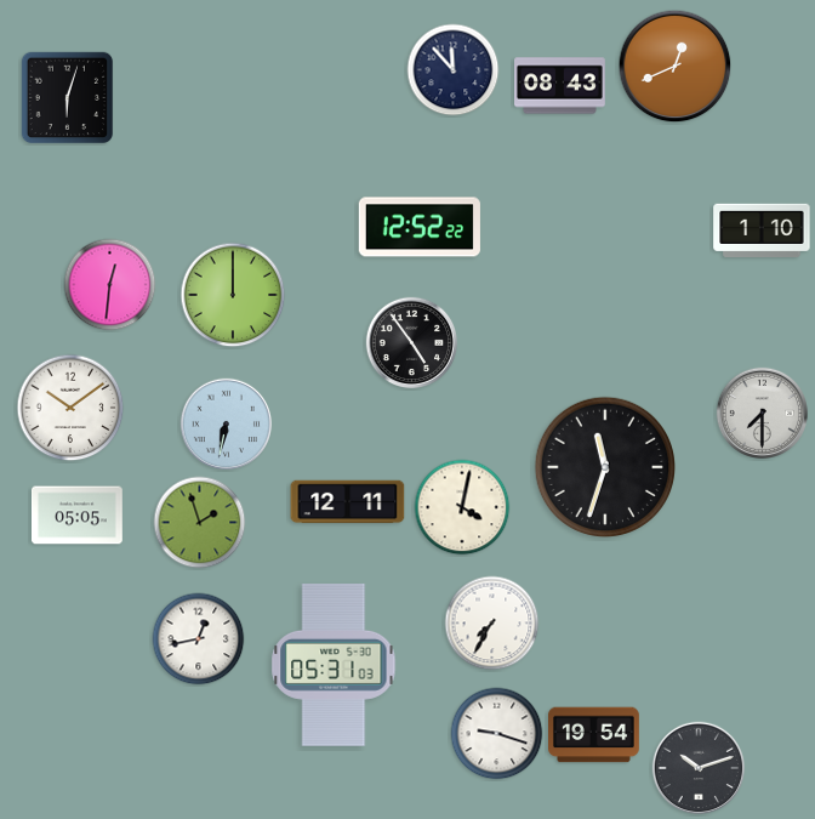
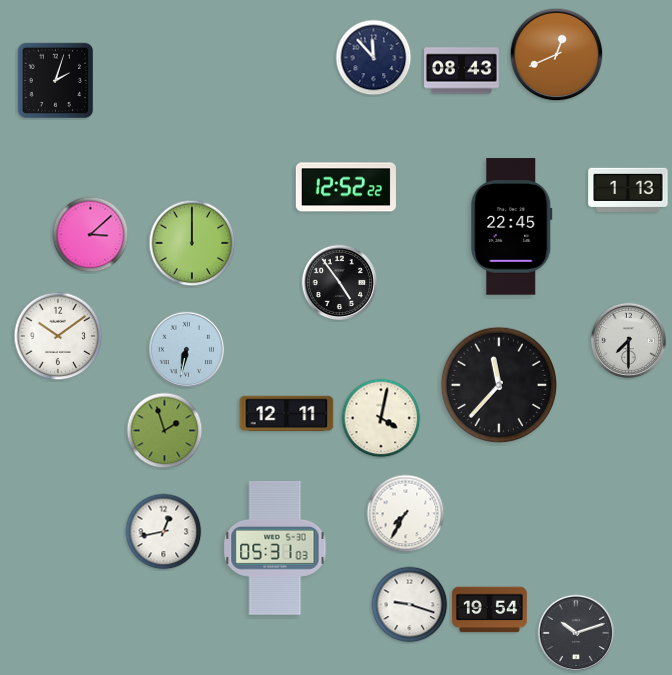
clock at (68, 98): 6:03 -> 2:03
clock at (762, 229): 1:10 -> 1:13
clock at (512, 227): none -> 22:45
clock at (110, 285): 12:31 -> 3:08
clock at (604, 466): 11:33 -> 11:37
clock at (76, 516): 05:05 -> none
clock at (199, 639) position: (199, 639) -> (164, 532)
clock at (594, 735) position: (594, 735) -> (490, 610)
